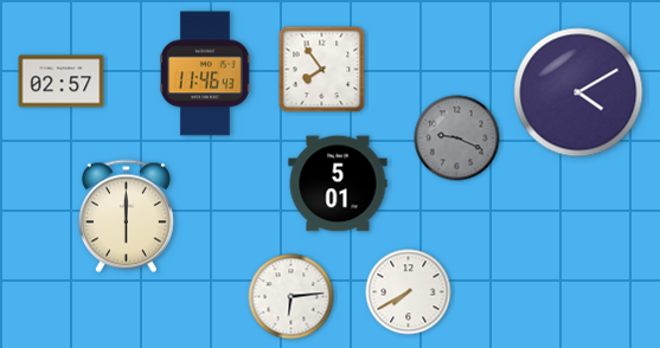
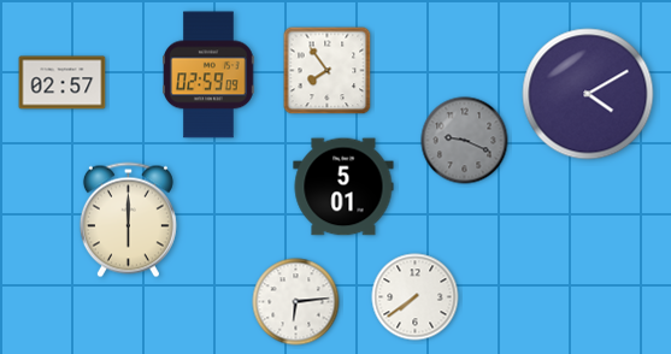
clock at (205, 73): 11:46 -> 02:59
clock at (409, 292): 7:40 -> 7:39
